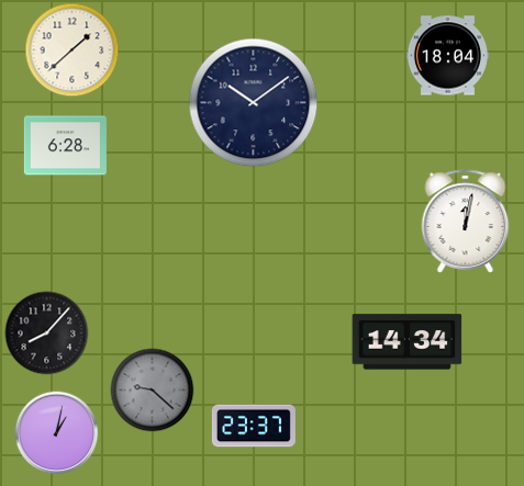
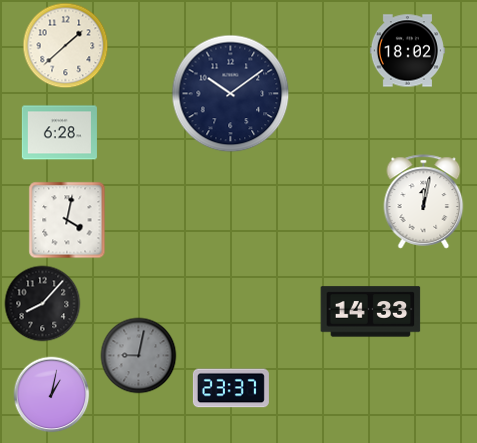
clock at (447, 56): 18:04 -> 18:02
clock at (67, 220): none -> 4:02
clock at (408, 342): 14:34 -> 14:33
clock at (153, 391): 9:22 -> 9:02
